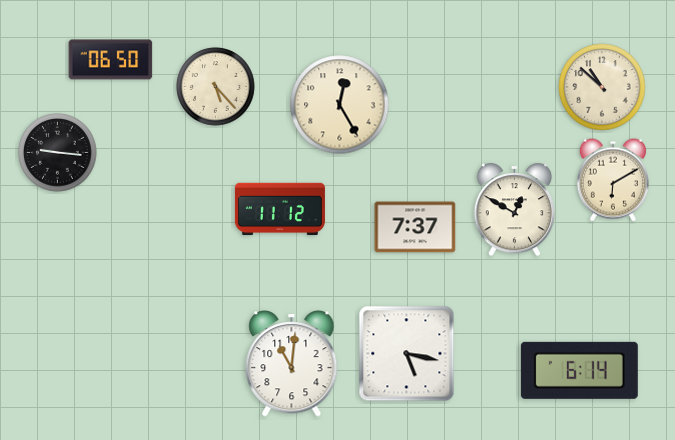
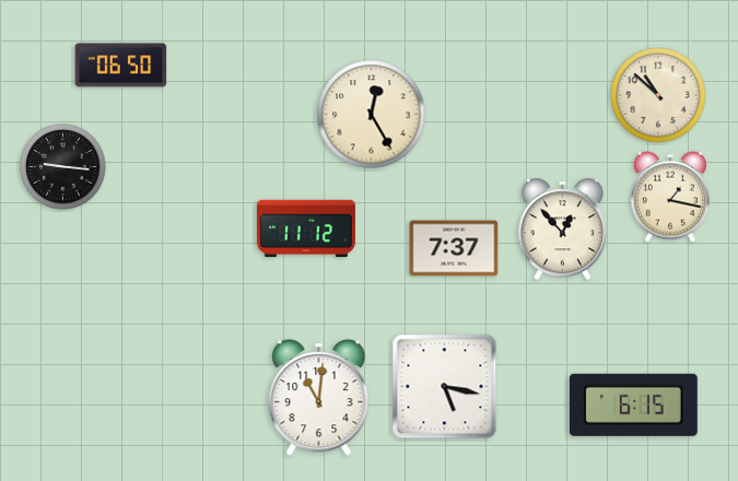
clock at (216, 87): 5:23 -> none
clock at (613, 180): 6:10 -> 1:17
clock at (515, 210): 12:50 -> 12:53
clock at (579, 370): 6:14 -> 6:15
